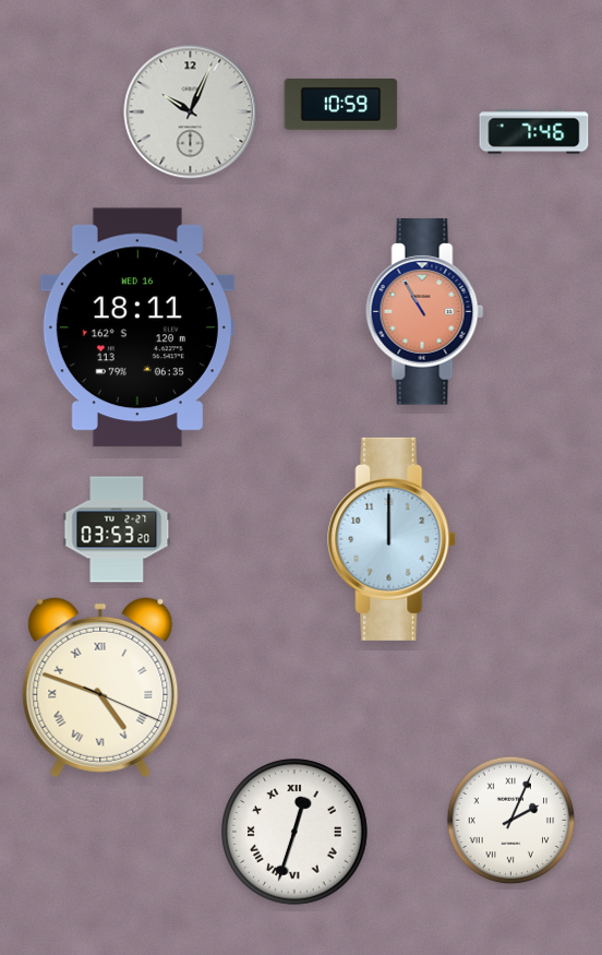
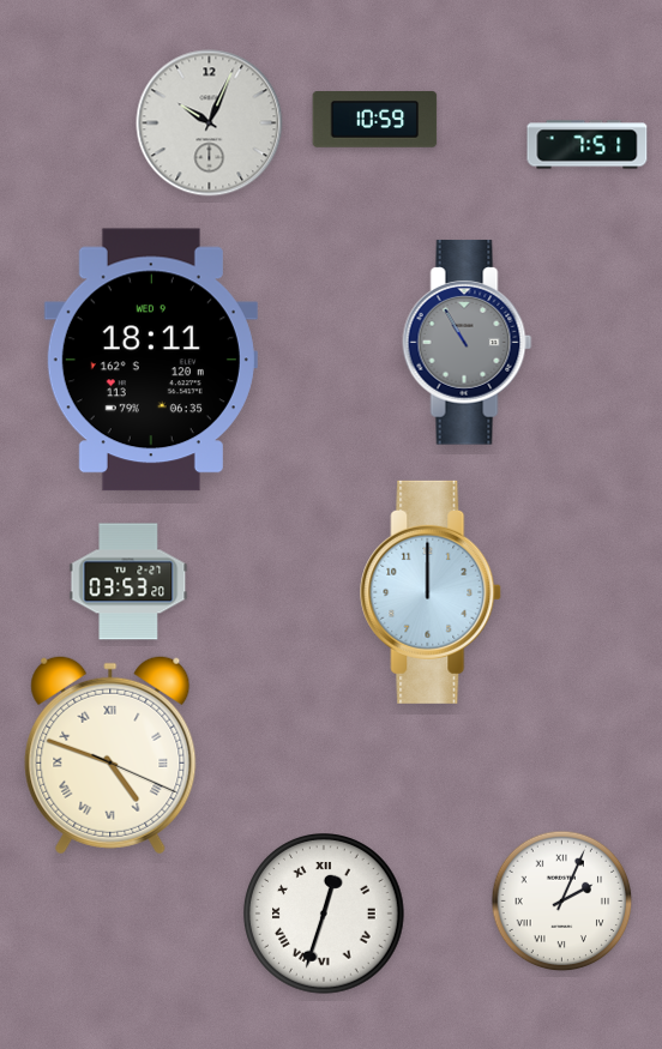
clock at (341, 105) position: (341, 105) -> (375, 120)
clock at (534, 132): 7:46 -> 7:51
clock at (425, 312) dial: salmon -> grey
clock at (137, 327) date: WED 16 -> WED 9
